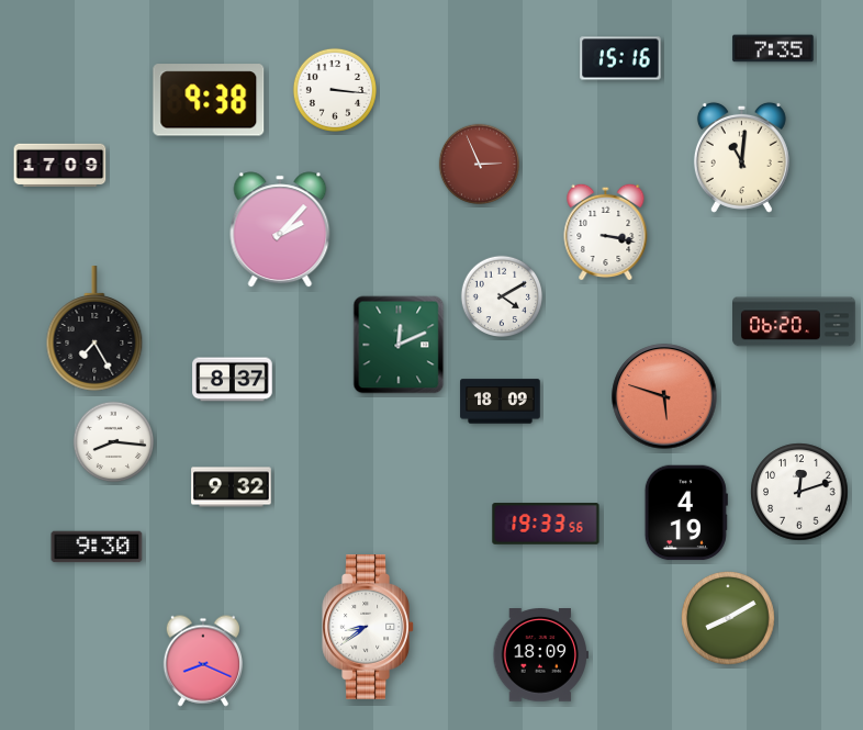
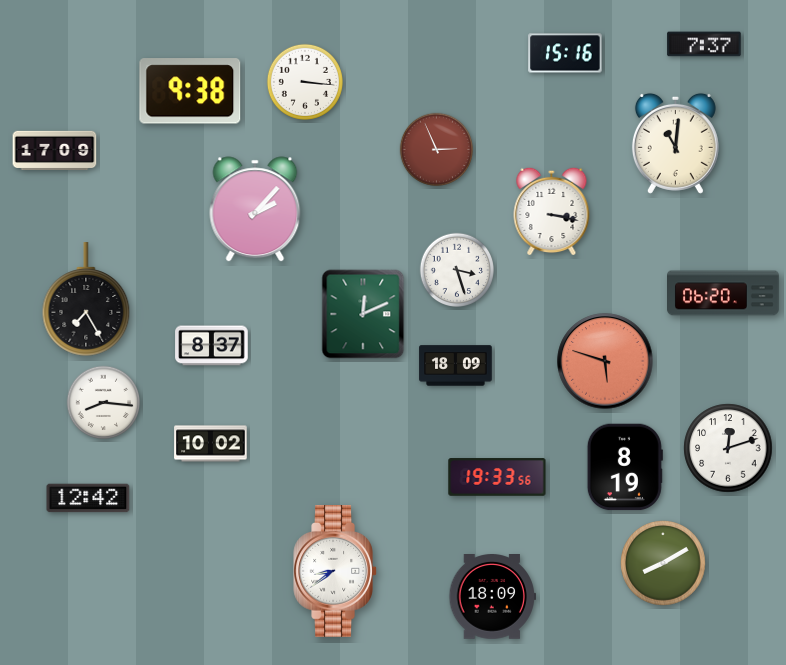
clock at (773, 48): 7:35 -> 7:37
clock at (502, 296): 4:10 -> 3:27
clock at (232, 487): 9:32 -> 10:02
clock at (686, 513): 4:19 -> 8:19
clock at (97, 547): 9:30 -> 12:42
clock at (202, 661): 8:19 -> none
